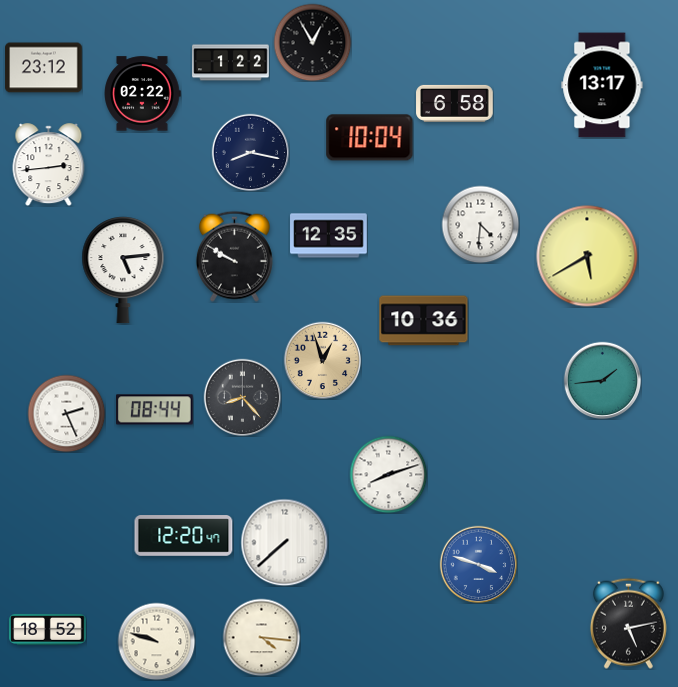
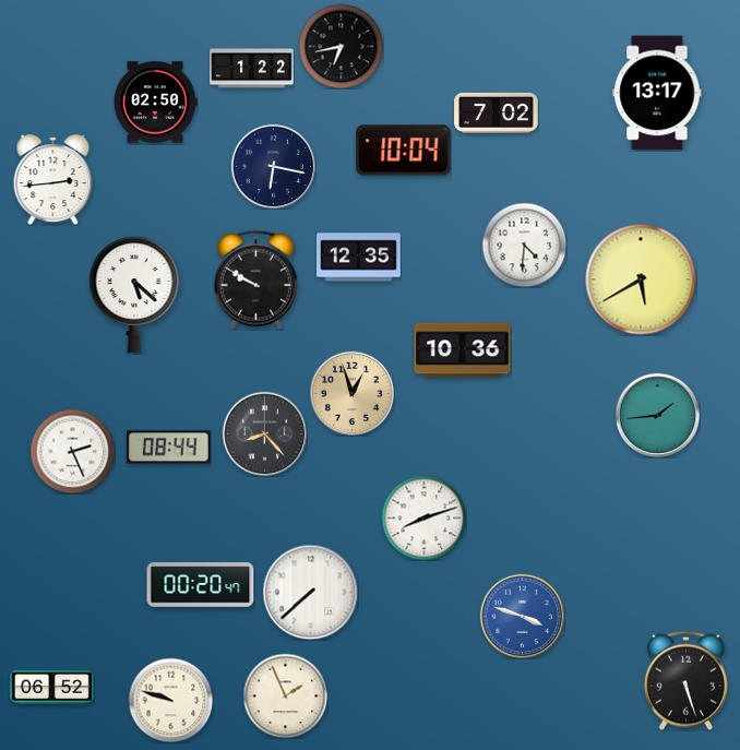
clock at (312, 42): 12:55 -> 6:43
clock at (44, 68): 23:12 -> none
clock at (142, 94): 02:22 -> 02:50
clock at (455, 103): 6:58 -> 7:02
clock at (250, 152): 8:17 -> 6:17
clock at (123, 270): 5:14 -> 5:22
clock at (184, 536): 12:20 -> 00:20
clock at (628, 623): 5:13 -> 5:27
clock at (48, 629): 18:52 -> 06:52
clock at (261, 637): 4:16 -> 1:56
